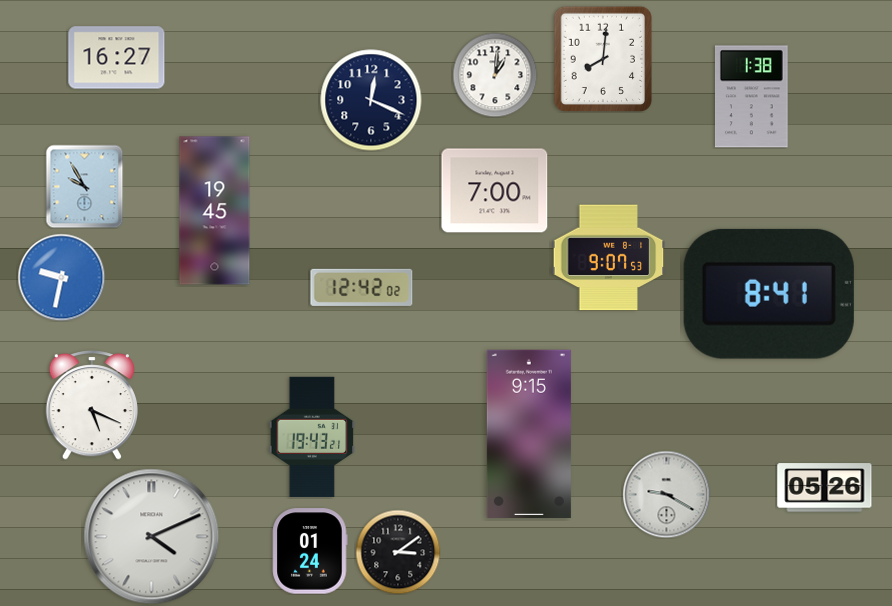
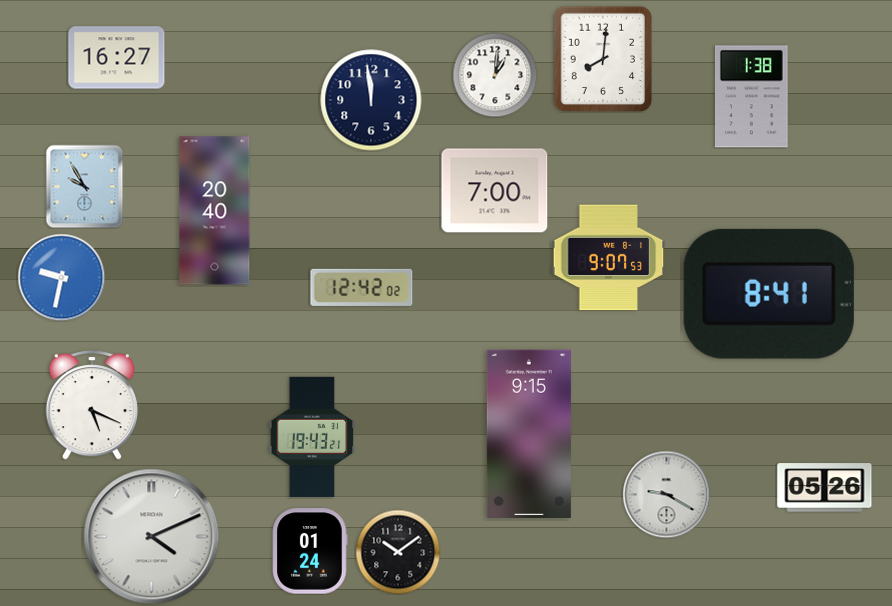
clock at (371, 100): 12:19 -> 11:59
clock at (215, 211): 19:45 -> 20:40
clock at (398, 552): 3:09 -> 10:09
